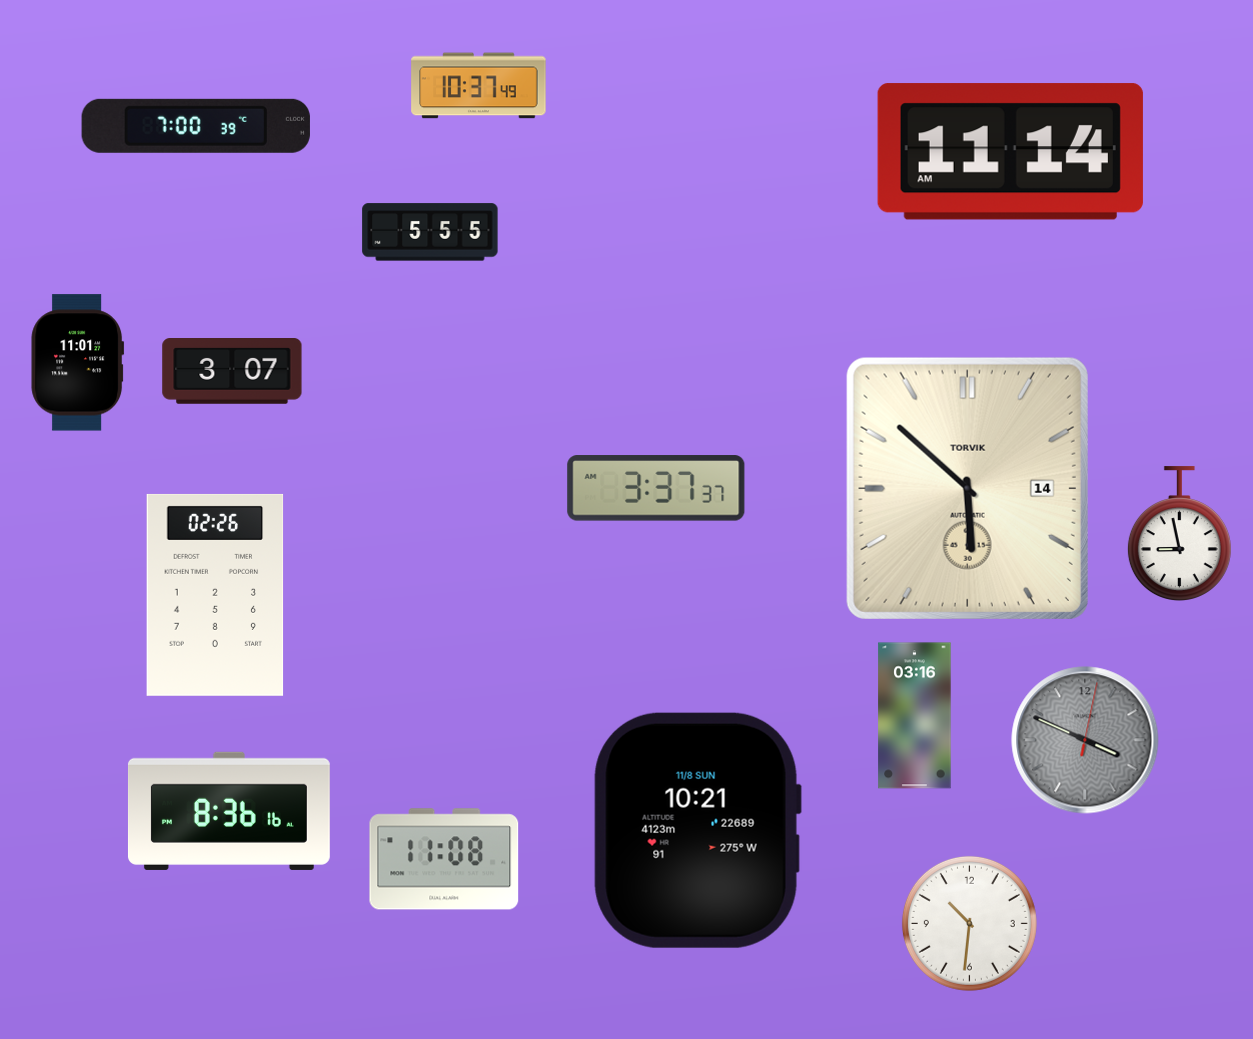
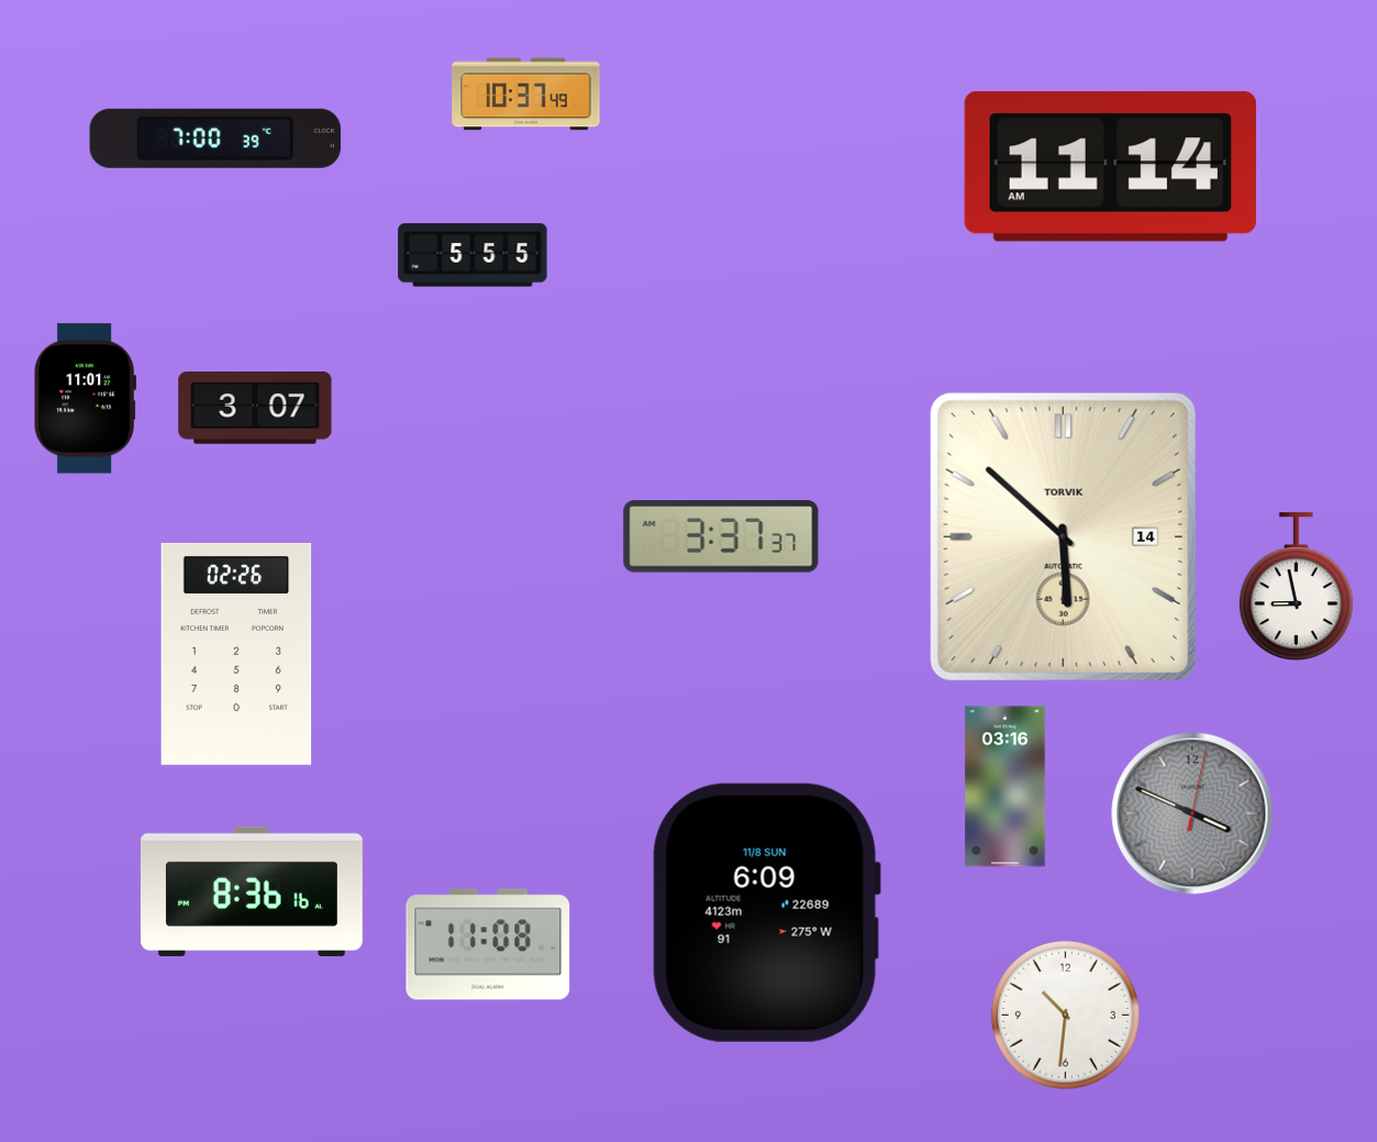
clock at (697, 830): 10:21 -> 6:09
